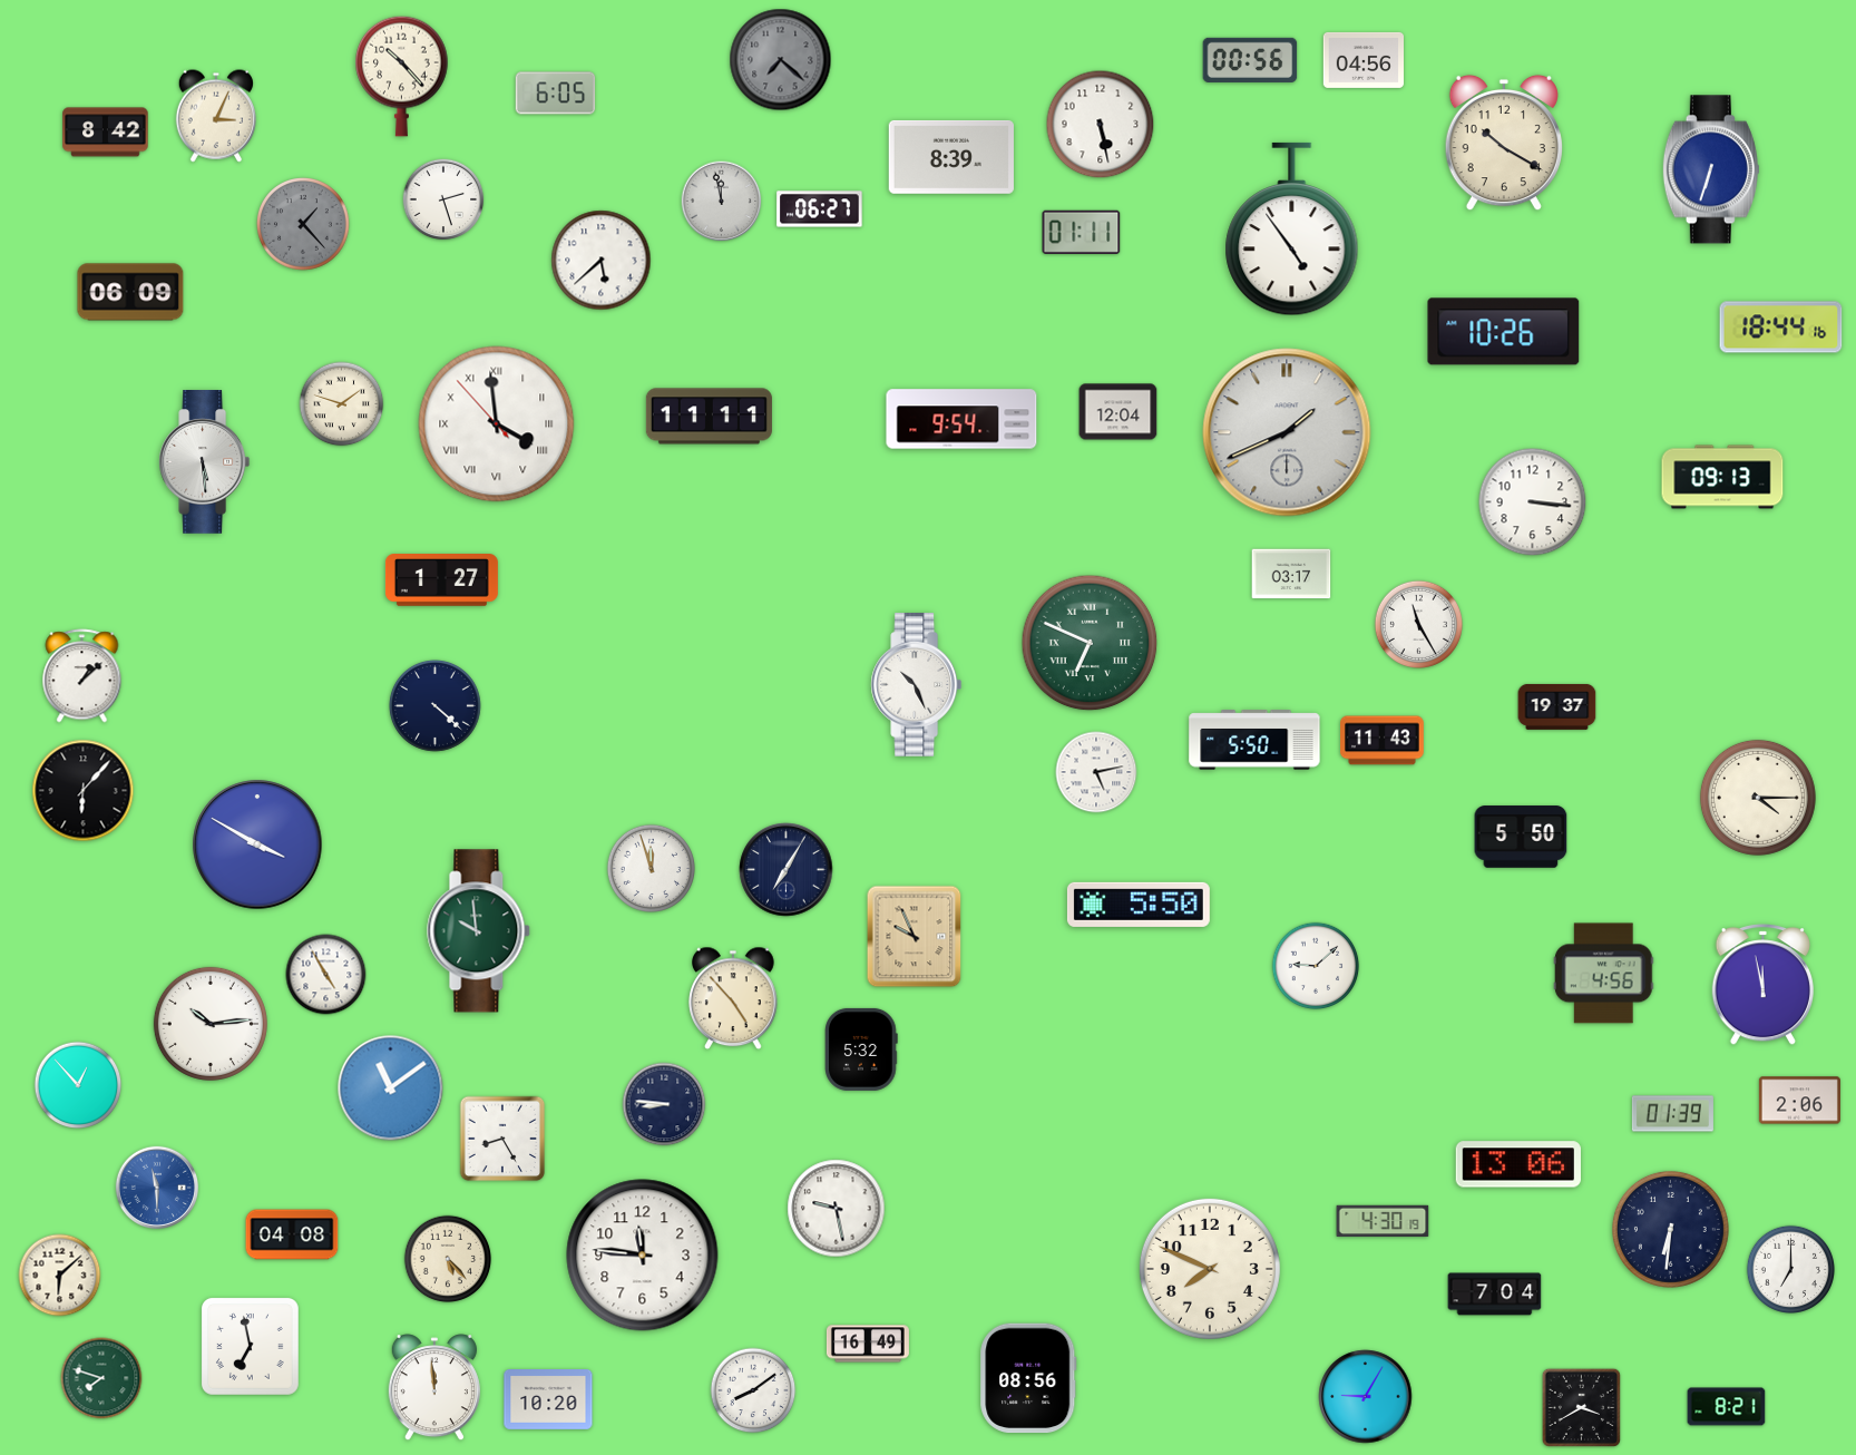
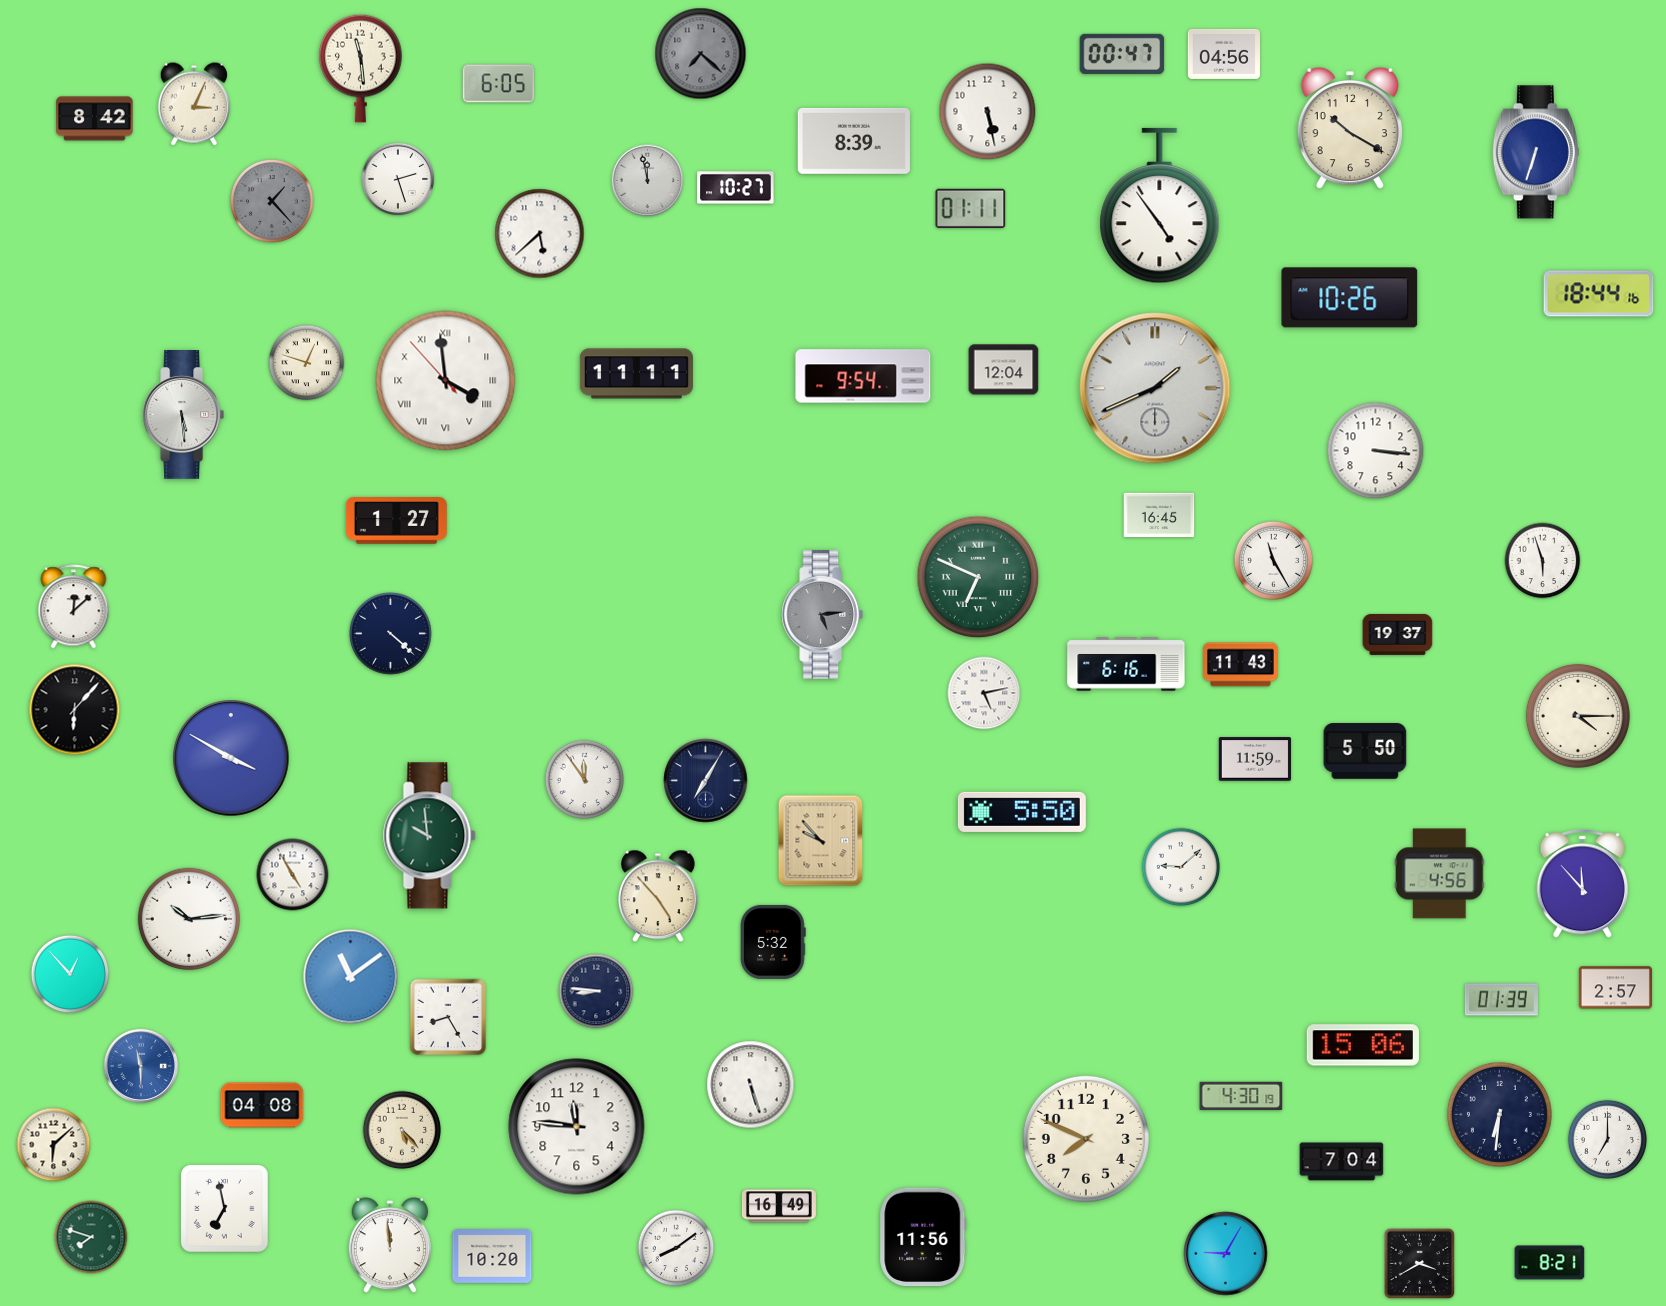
clock at (1250, 60): 00:56 -> 00:47
clock at (402, 76): 10:23 -> 11:29
clock at (820, 209): 06:27 -> 10:27
clock at (130, 292): 06:09 -> none
clock at (342, 404): 1:48 -> 12:48
clock at (1722, 477): 09:13 -> none
clock at (1291, 574): 03:17 -> 16:45
clock at (1543, 561): none -> 5:57
clock at (82, 676): 1:08 -> 12:08
clock at (917, 685): 10:26 -> 5:14
clock at (917, 685) dial: white -> grey
clock at (1254, 740): 5:50 -> 6:16
clock at (1254, 759): none -> 11:59
clock at (651, 868): 11:57 -> 11:54
clock at (915, 937): 9:56 -> 9:53
clock at (1762, 985): 11:58 -> 11:53
clock at (1799, 1101): 2:06 -> 2:57
clock at (502, 1139) position: (502, 1139) -> (448, 1017)
clock at (1518, 1164): 13:06 -> 15:06
clock at (837, 1209): 9:28 -> 5:27
clock at (1670, 1229) position: (1670, 1229) -> (1499, 1114)
clock at (292, 1234) position: (292, 1234) -> (262, 1105)
clock at (1028, 1378): 08:56 -> 11:56
